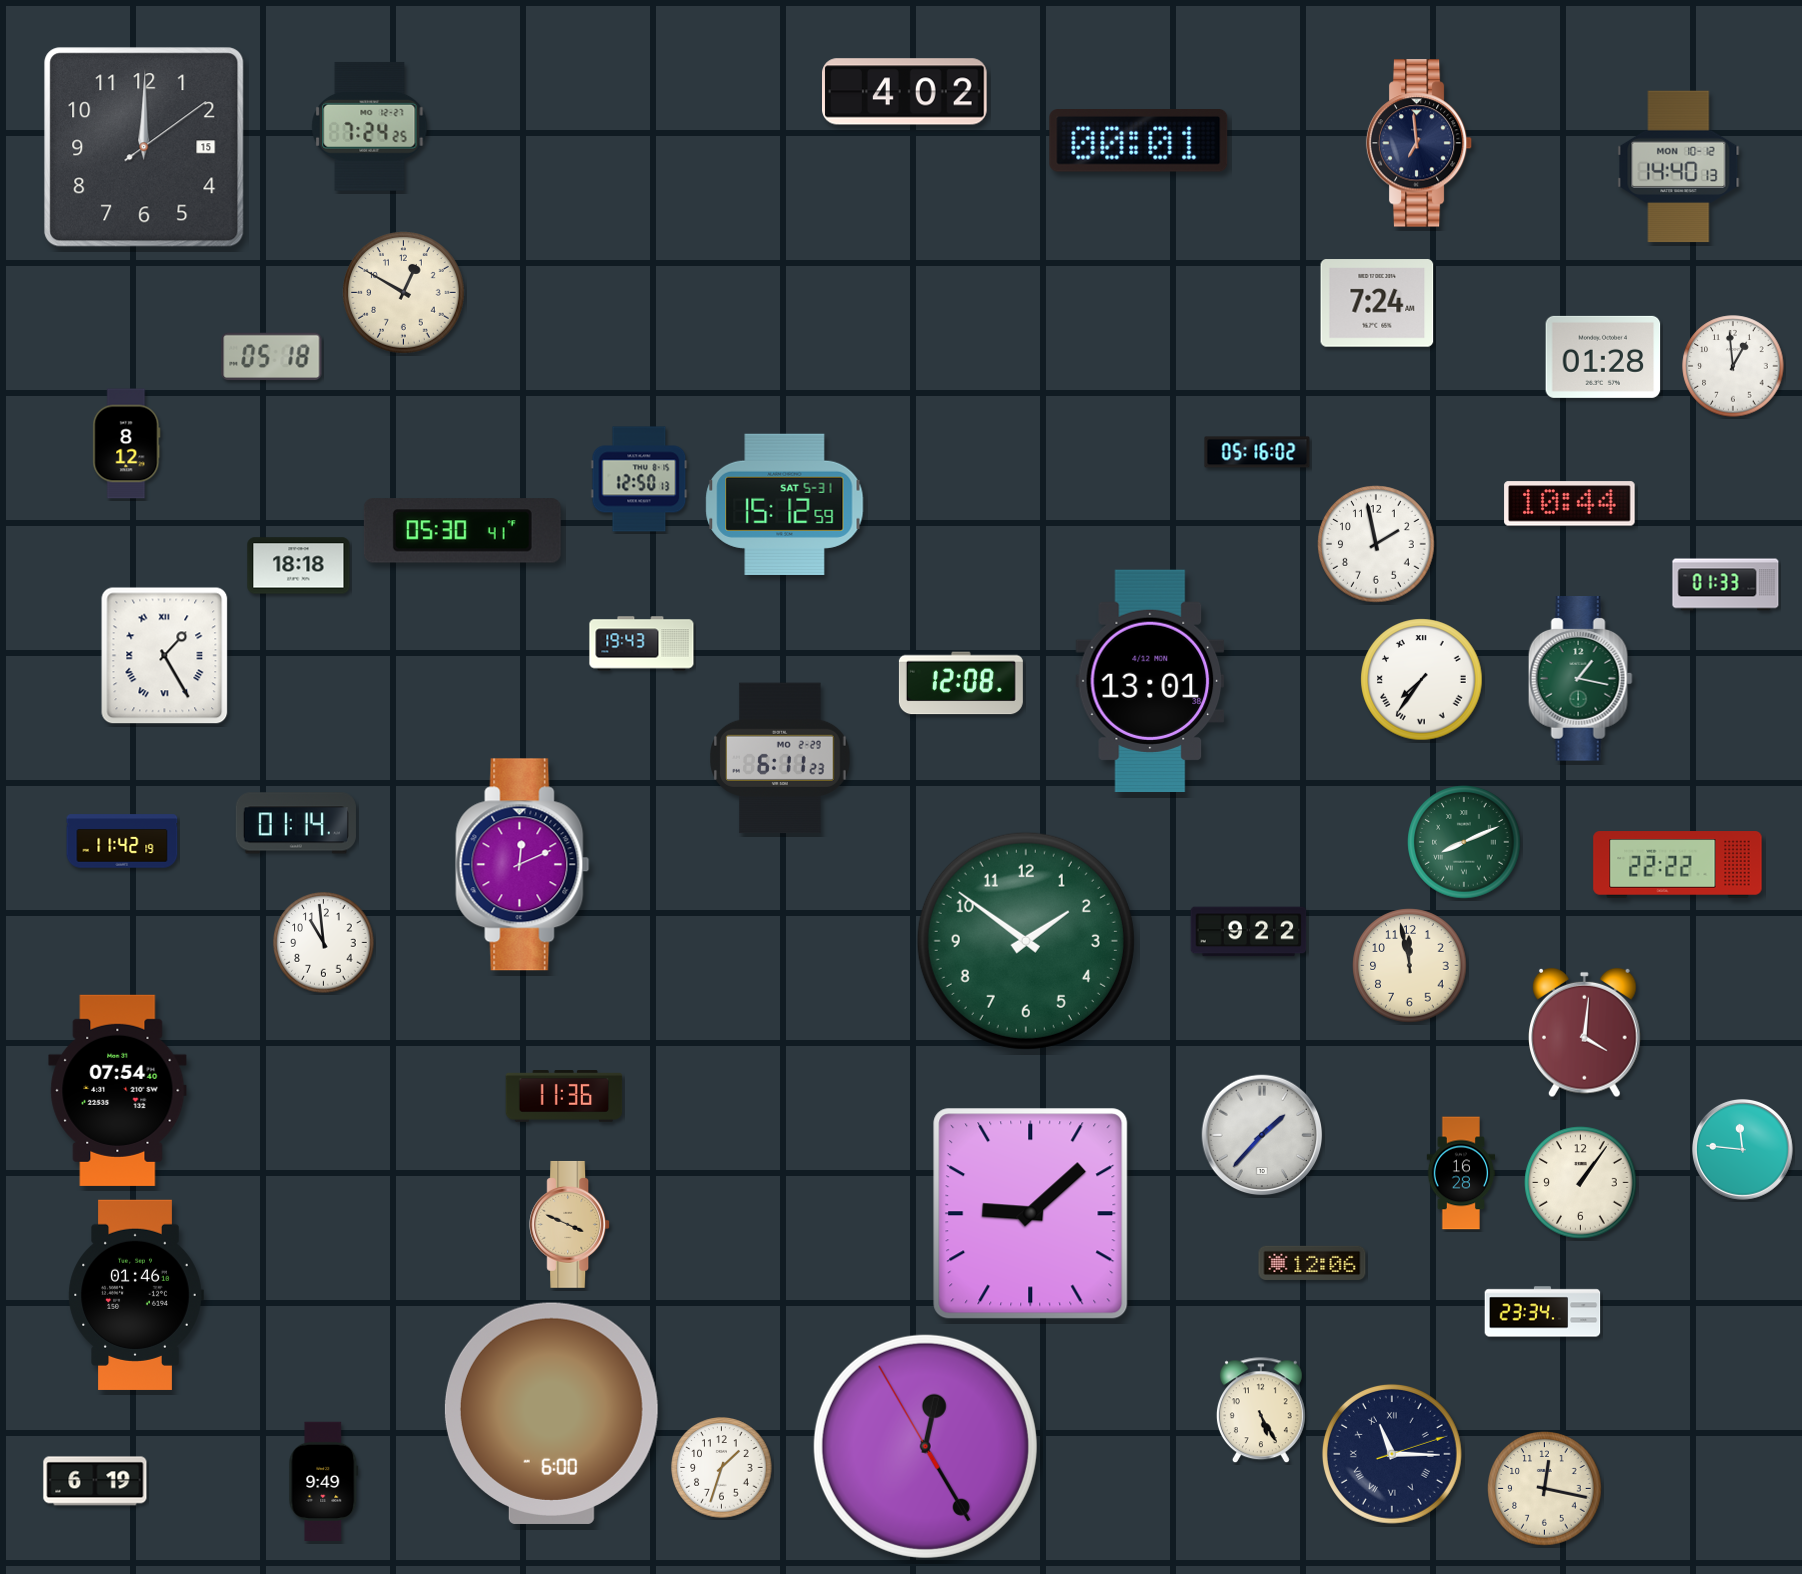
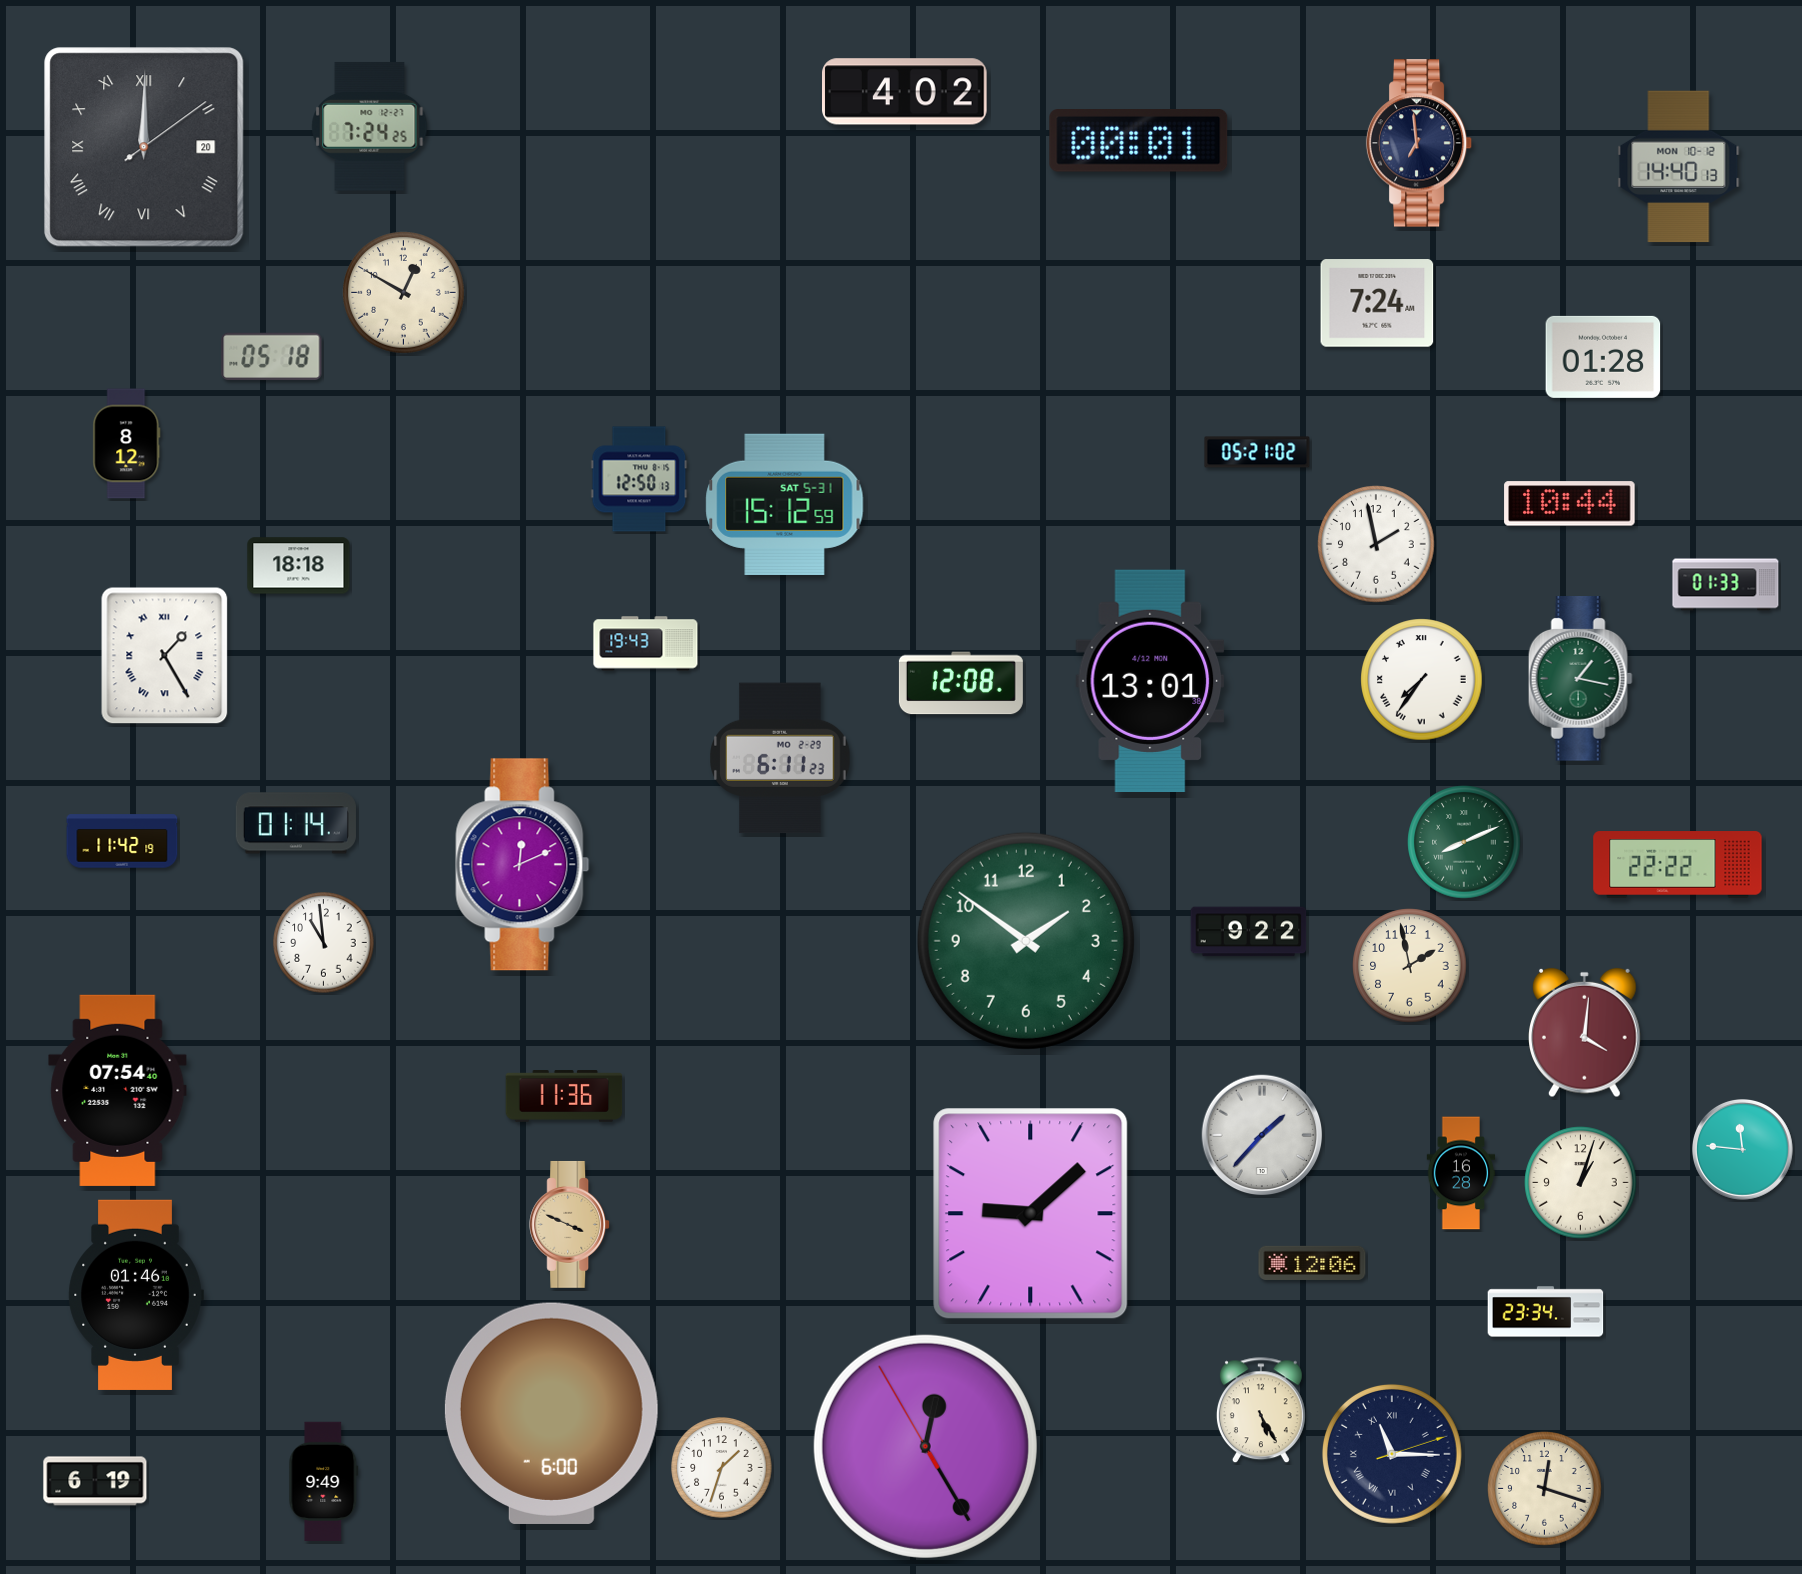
clock at (144, 147) date: 15 -> 20
clock at (144, 147) numerals: Arabic -> Roman
clock at (1733, 366): 12:59 -> none
clock at (1257, 452): 05:16 -> 05:21
clock at (462, 531): 05:30 -> none
clock at (642, 644) position: (642, 644) -> (646, 644)
clock at (1410, 966): 11:58 -> 1:58
clock at (1581, 1183): 1:06 -> 1:03
clock at (1543, 1312) position: (1543, 1312) -> (1546, 1312)
clock at (1545, 1489): 12:17 -> 12:18
